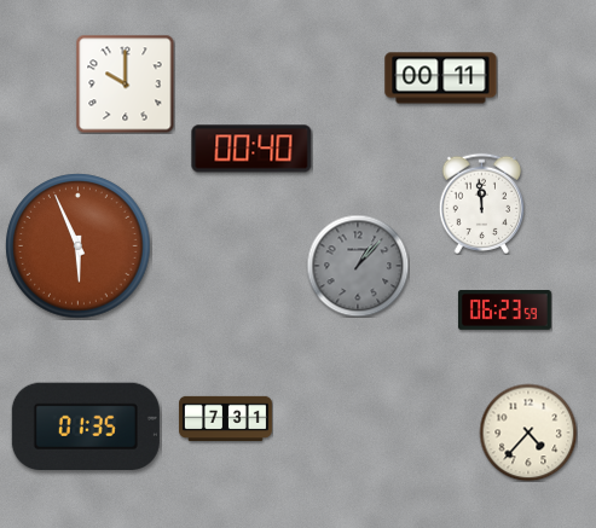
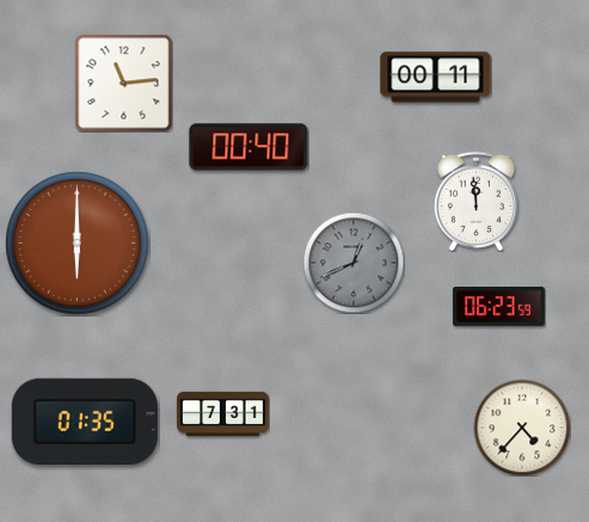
clock at (125, 83): 10:00 -> 11:14
clock at (79, 246): 5:56 -> 6:00
clock at (358, 266): 1:07 -> 12:41
